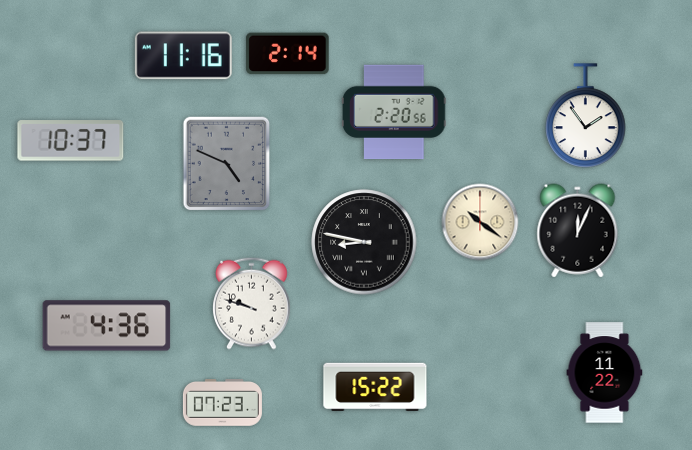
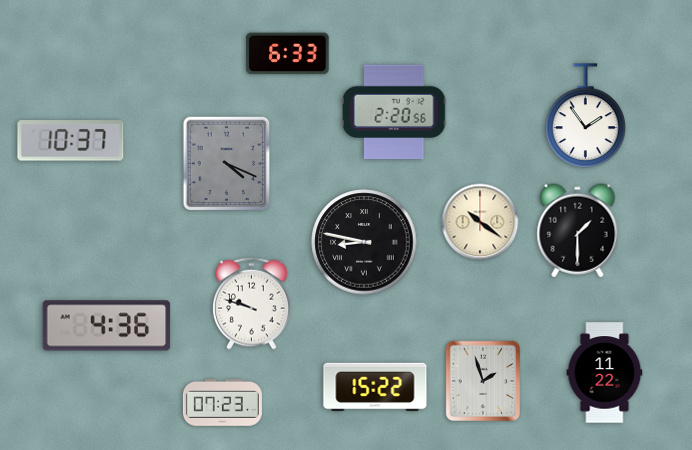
clock at (288, 54): 2:14 -> 6:33
clock at (183, 56): 11:16 -> none
clock at (227, 164): 4:49 -> 4:19
clock at (578, 231): 12:04 -> 1:30
clock at (482, 380): none -> 1:57
